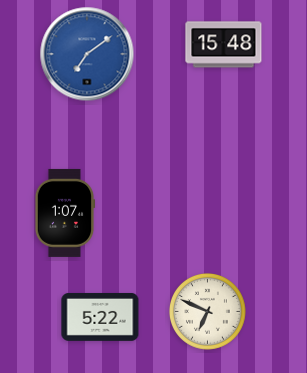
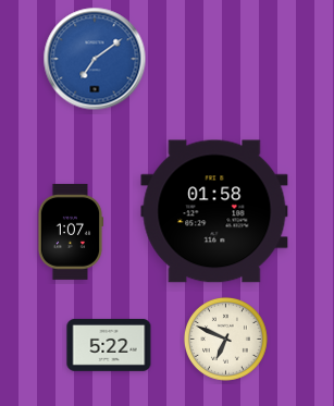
clock at (224, 45): 15:48 -> none
clock at (214, 211): none -> 01:58
